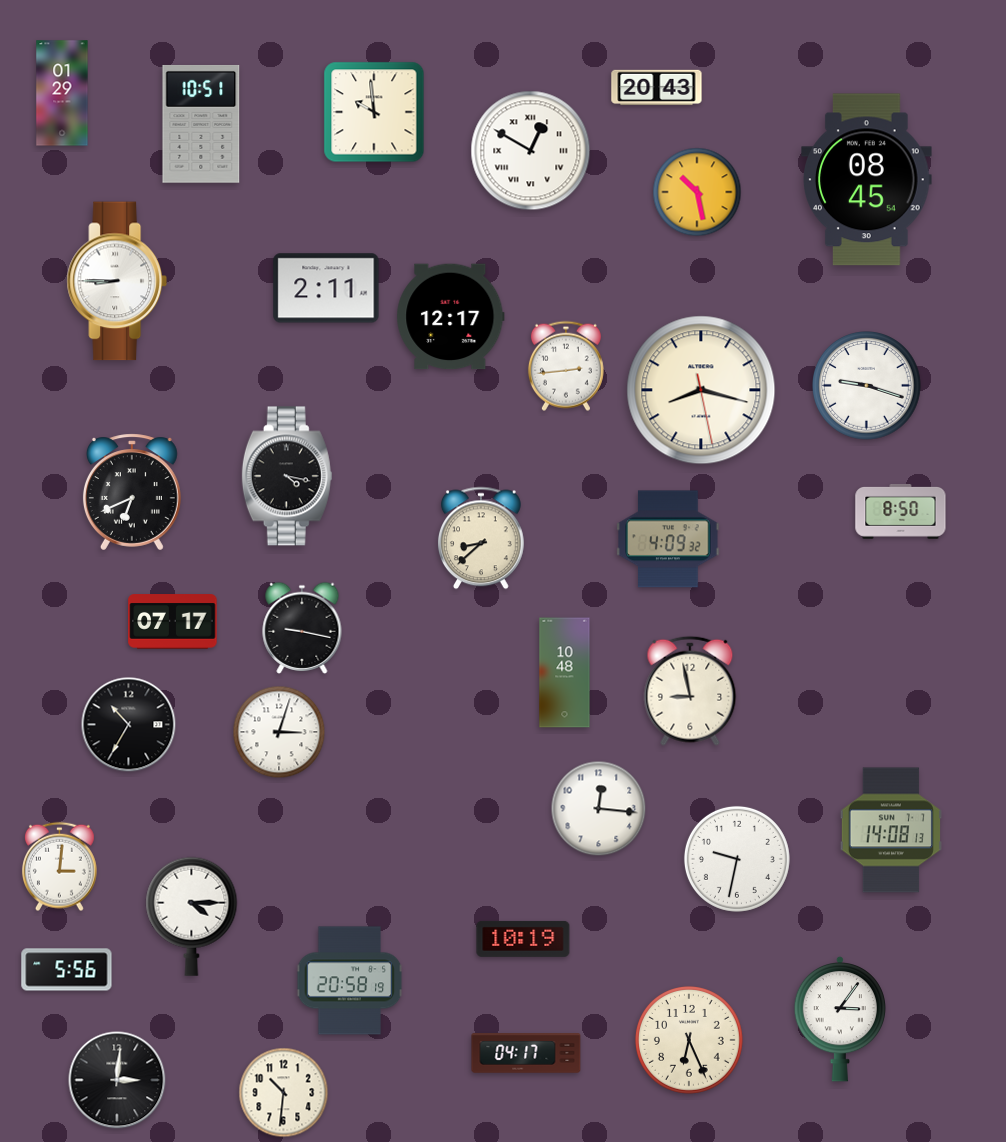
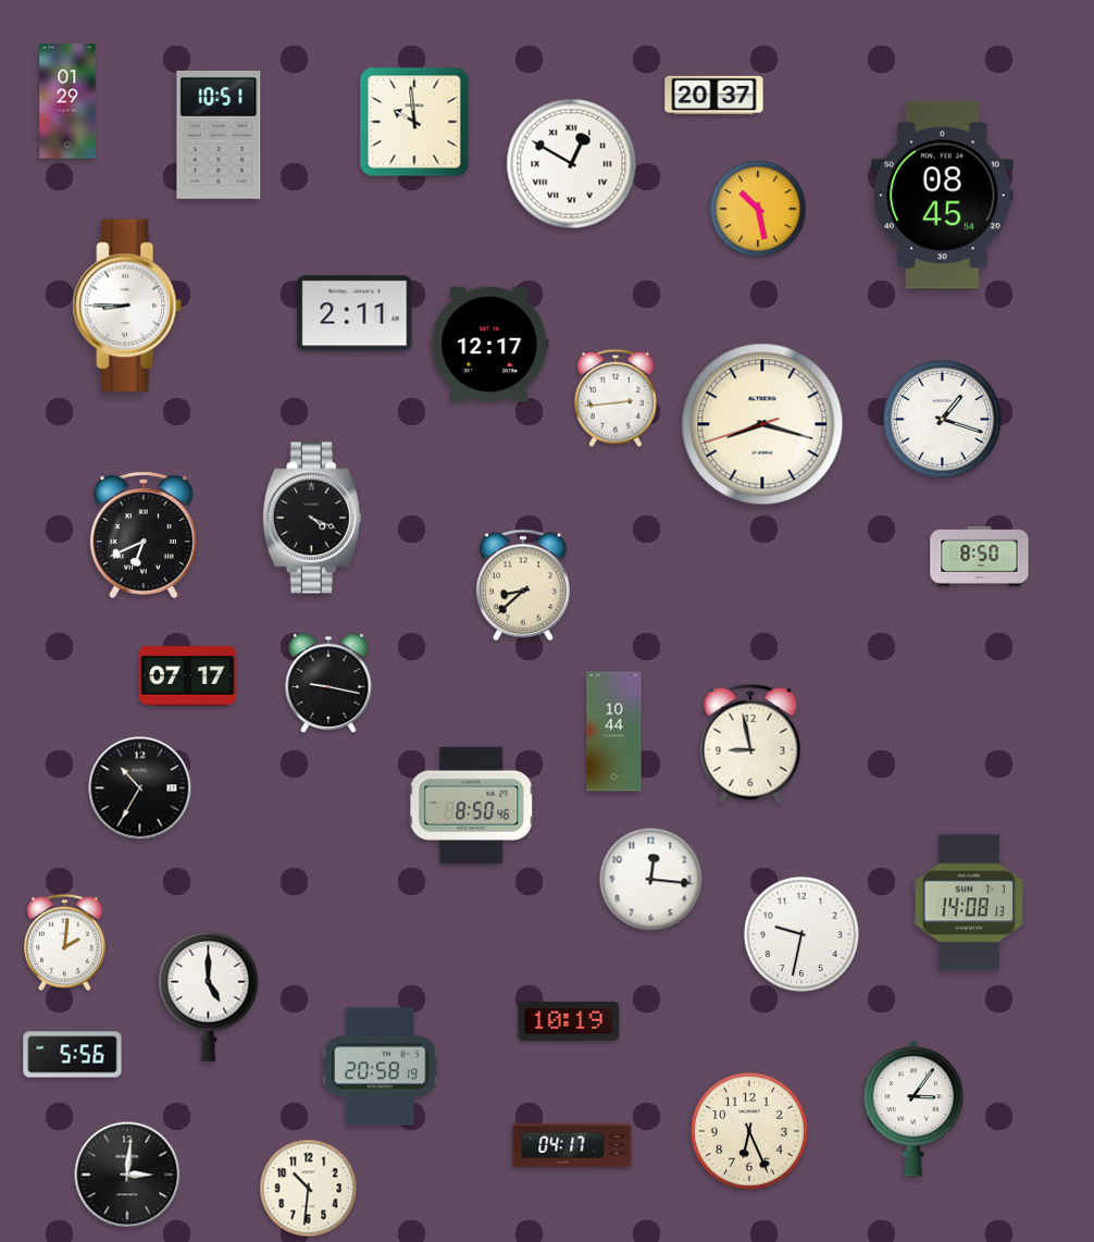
clock at (657, 88): 20:43 -> 20:37
clock at (374, 112) position: (374, 112) -> (414, 122)
clock at (531, 151) position: (531, 151) -> (572, 164)
clock at (867, 386): 9:18 -> 1:18
clock at (701, 390): 8:17:28 -> 8:17:42
clock at (287, 476): 4:17 -> 4:19
clock at (668, 539): 4:09 -> none
clock at (565, 673): 10:48 -> 10:44
clock at (690, 691) position: (690, 691) -> (750, 744)
clock at (279, 732): 3:03 -> none
clock at (472, 805): none -> 8:50
clock at (59, 867): 3:01 -> 2:01
clock at (192, 916): 4:15 -> 5:00
